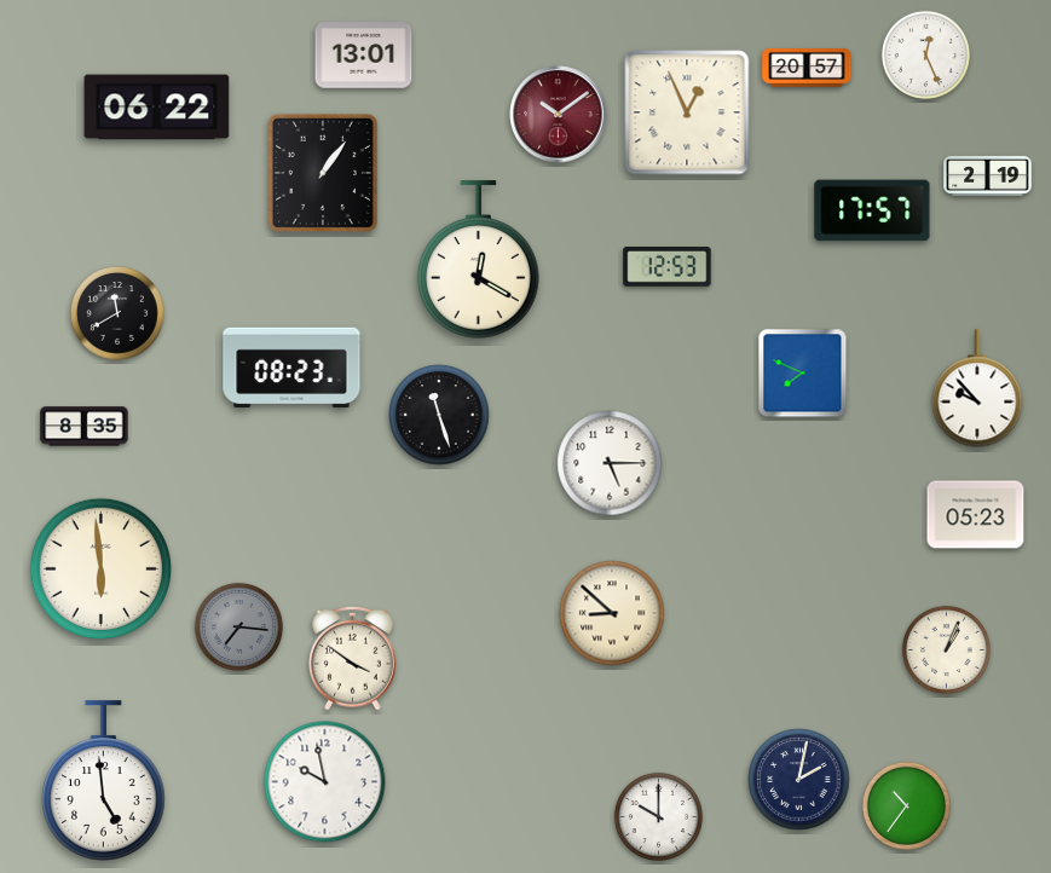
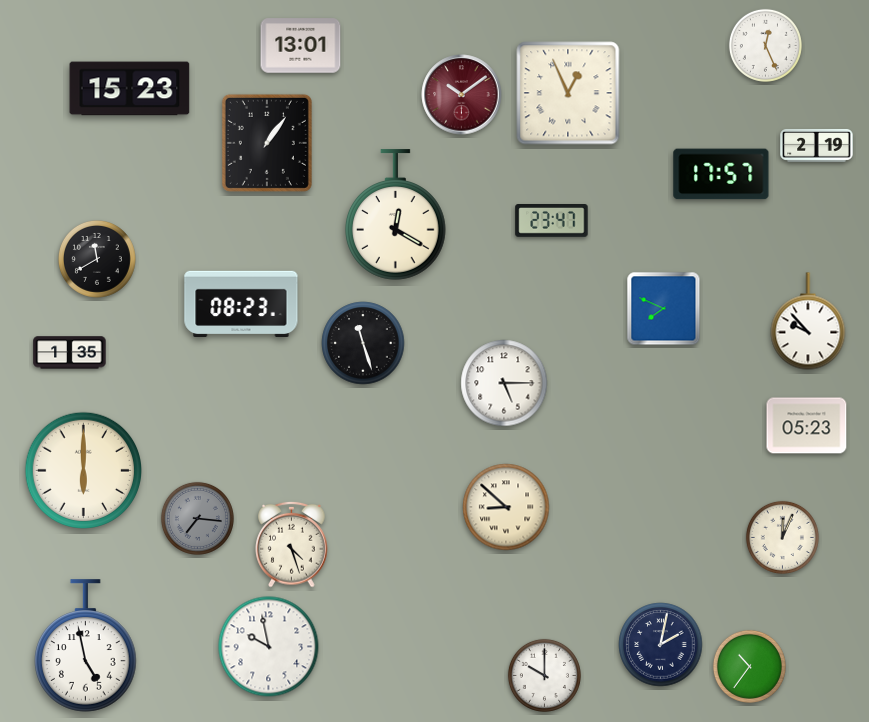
clock at (807, 69): 20:57 -> none
clock at (157, 108): 06:22 -> 15:23
clock at (668, 267): 12:53 -> 23:47
clock at (85, 427): 8:35 -> 1:35
clock at (100, 568): 5:59 -> 6:00
clock at (946, 649): 1:04 -> 12:04
clock at (353, 658): 3:51 -> 4:27
clock at (104, 781): 4:59 -> 4:58
